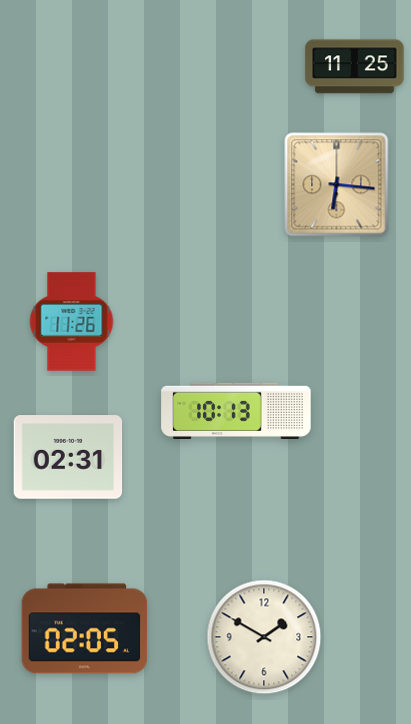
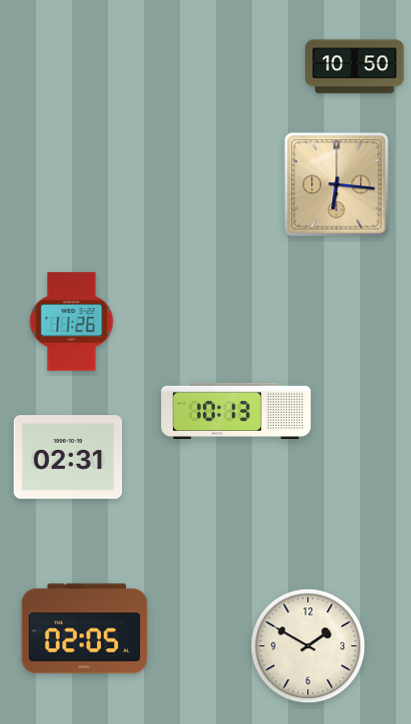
clock at (355, 67): 11:25 -> 10:50
clock at (264, 637) position: (264, 637) -> (308, 646)
